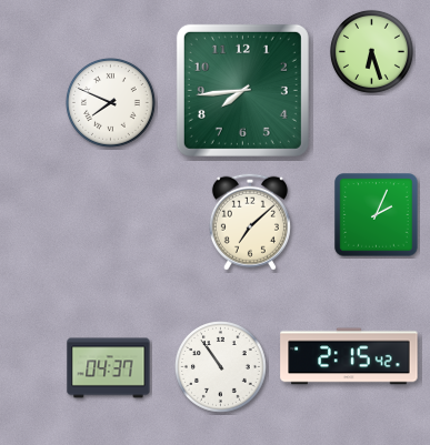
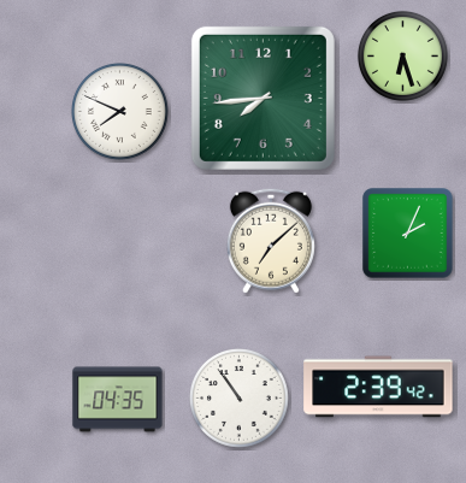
clock at (349, 356): 2:15 -> 2:39
clock at (109, 368): 04:37 -> 04:35
